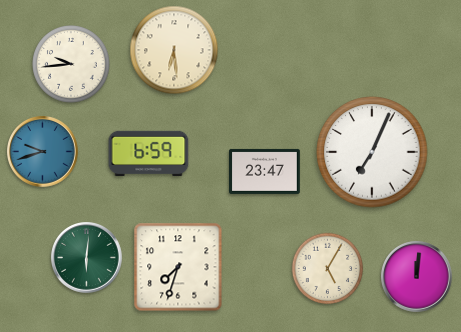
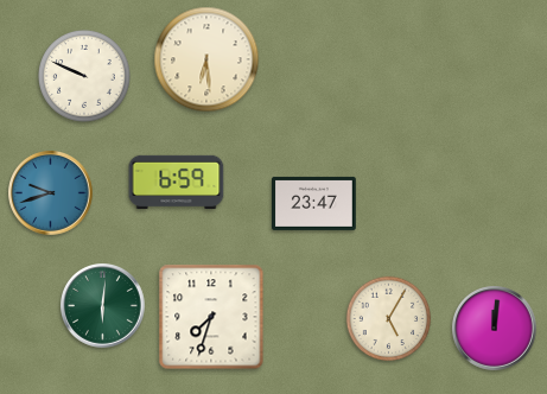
clock at (72, 65): 9:44 -> 9:49
clock at (43, 152) position: (43, 152) -> (51, 193)
clock at (372, 152): 7:04 -> none
